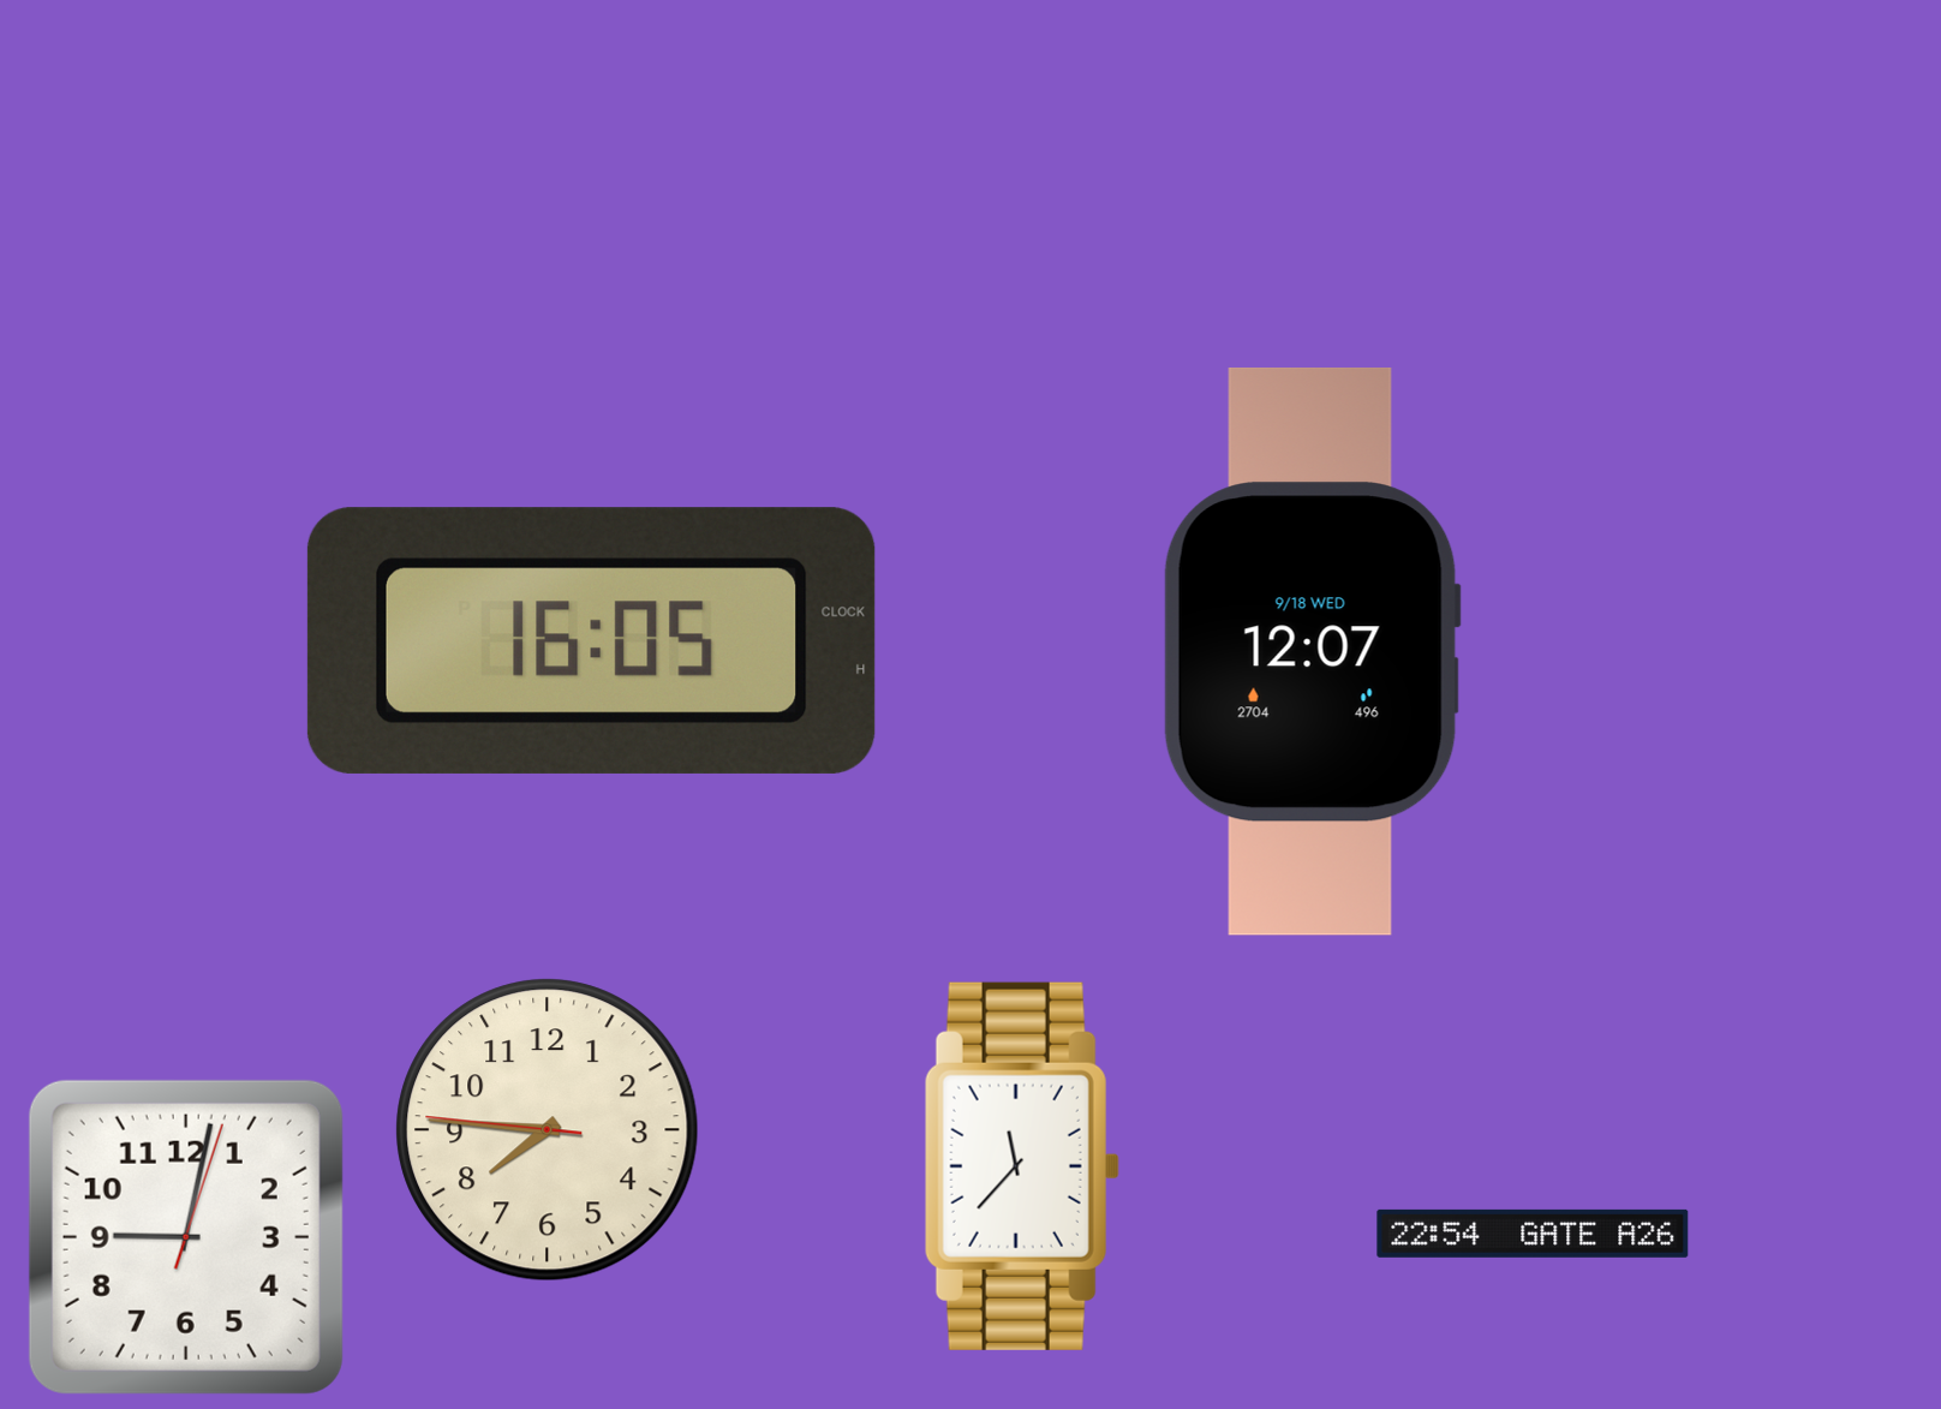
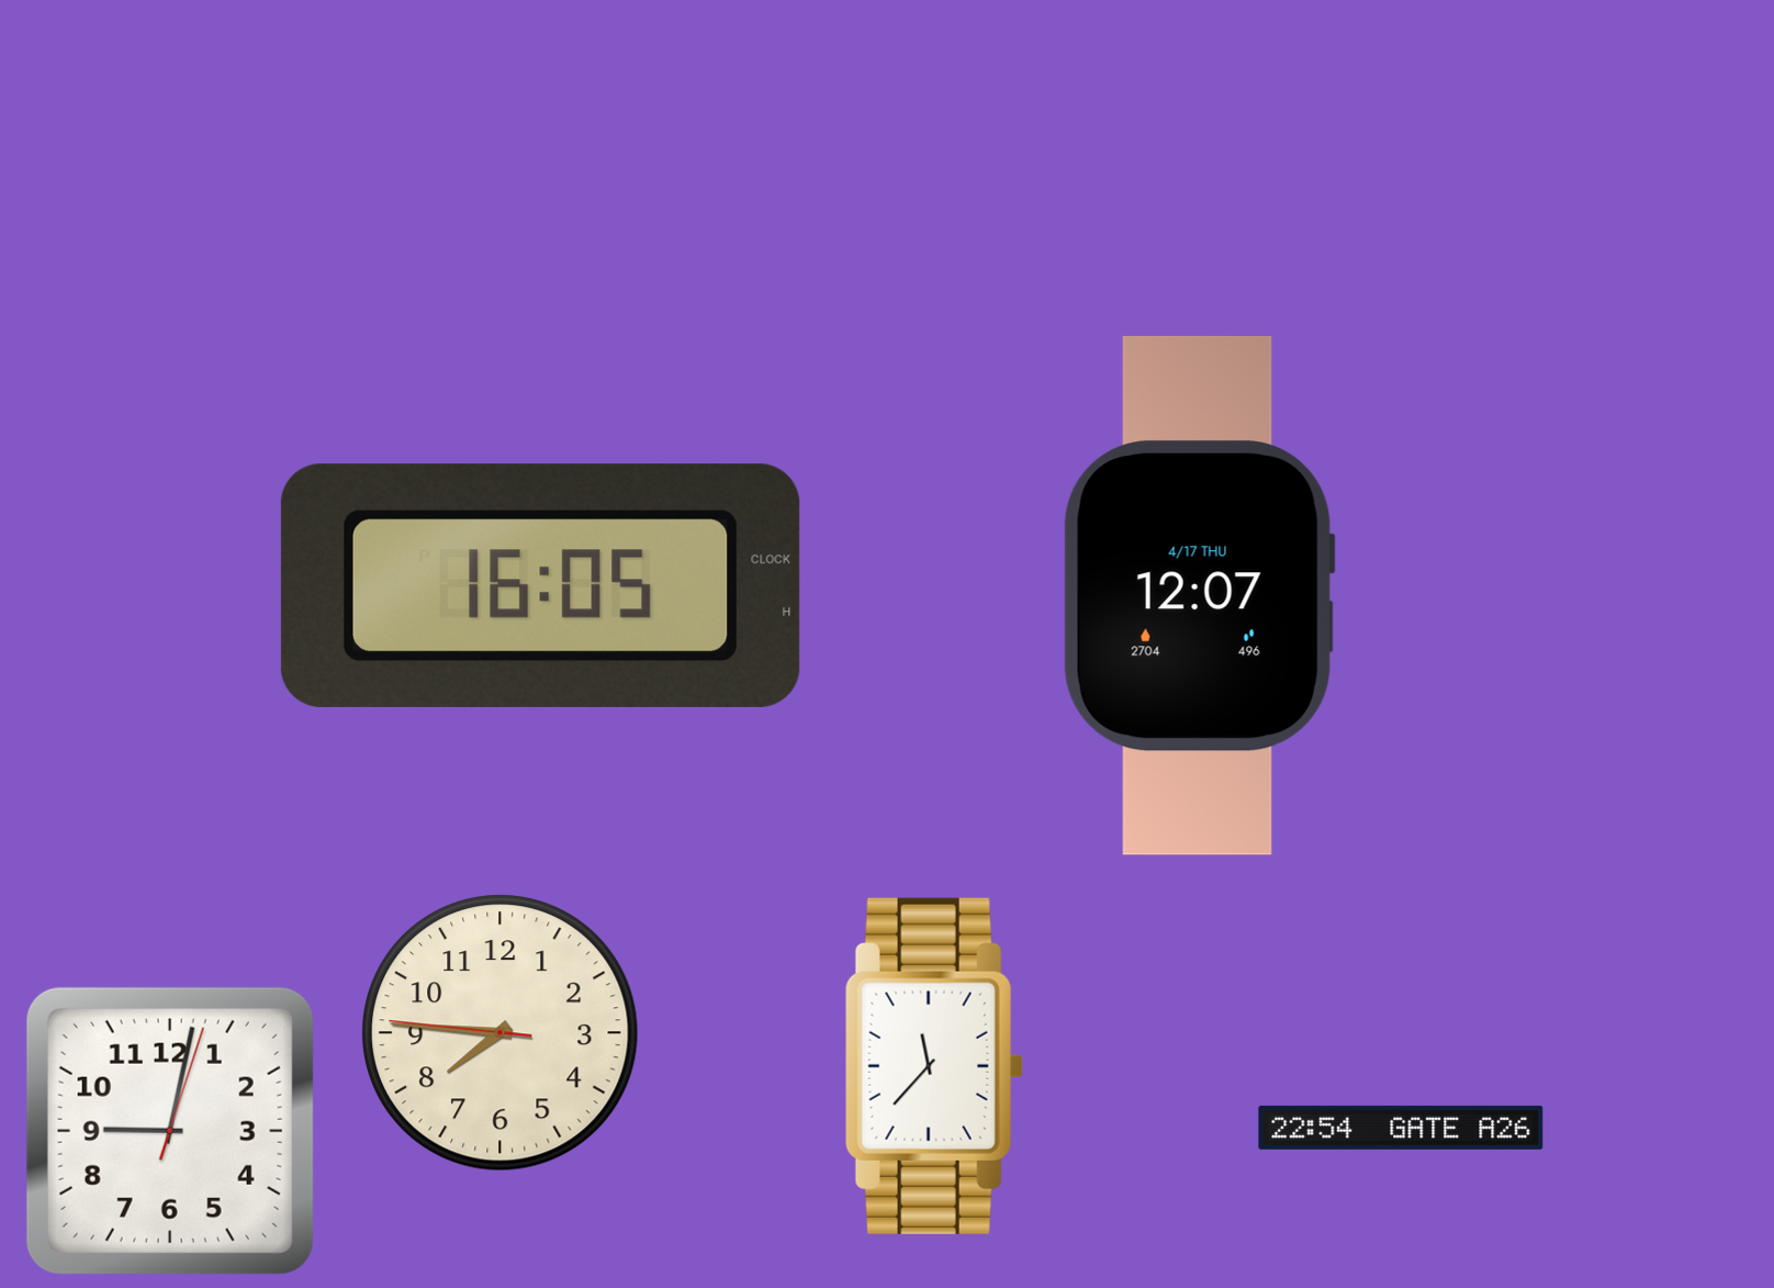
clock at (1312, 651) date: 9/18 WED -> 4/17 THU
